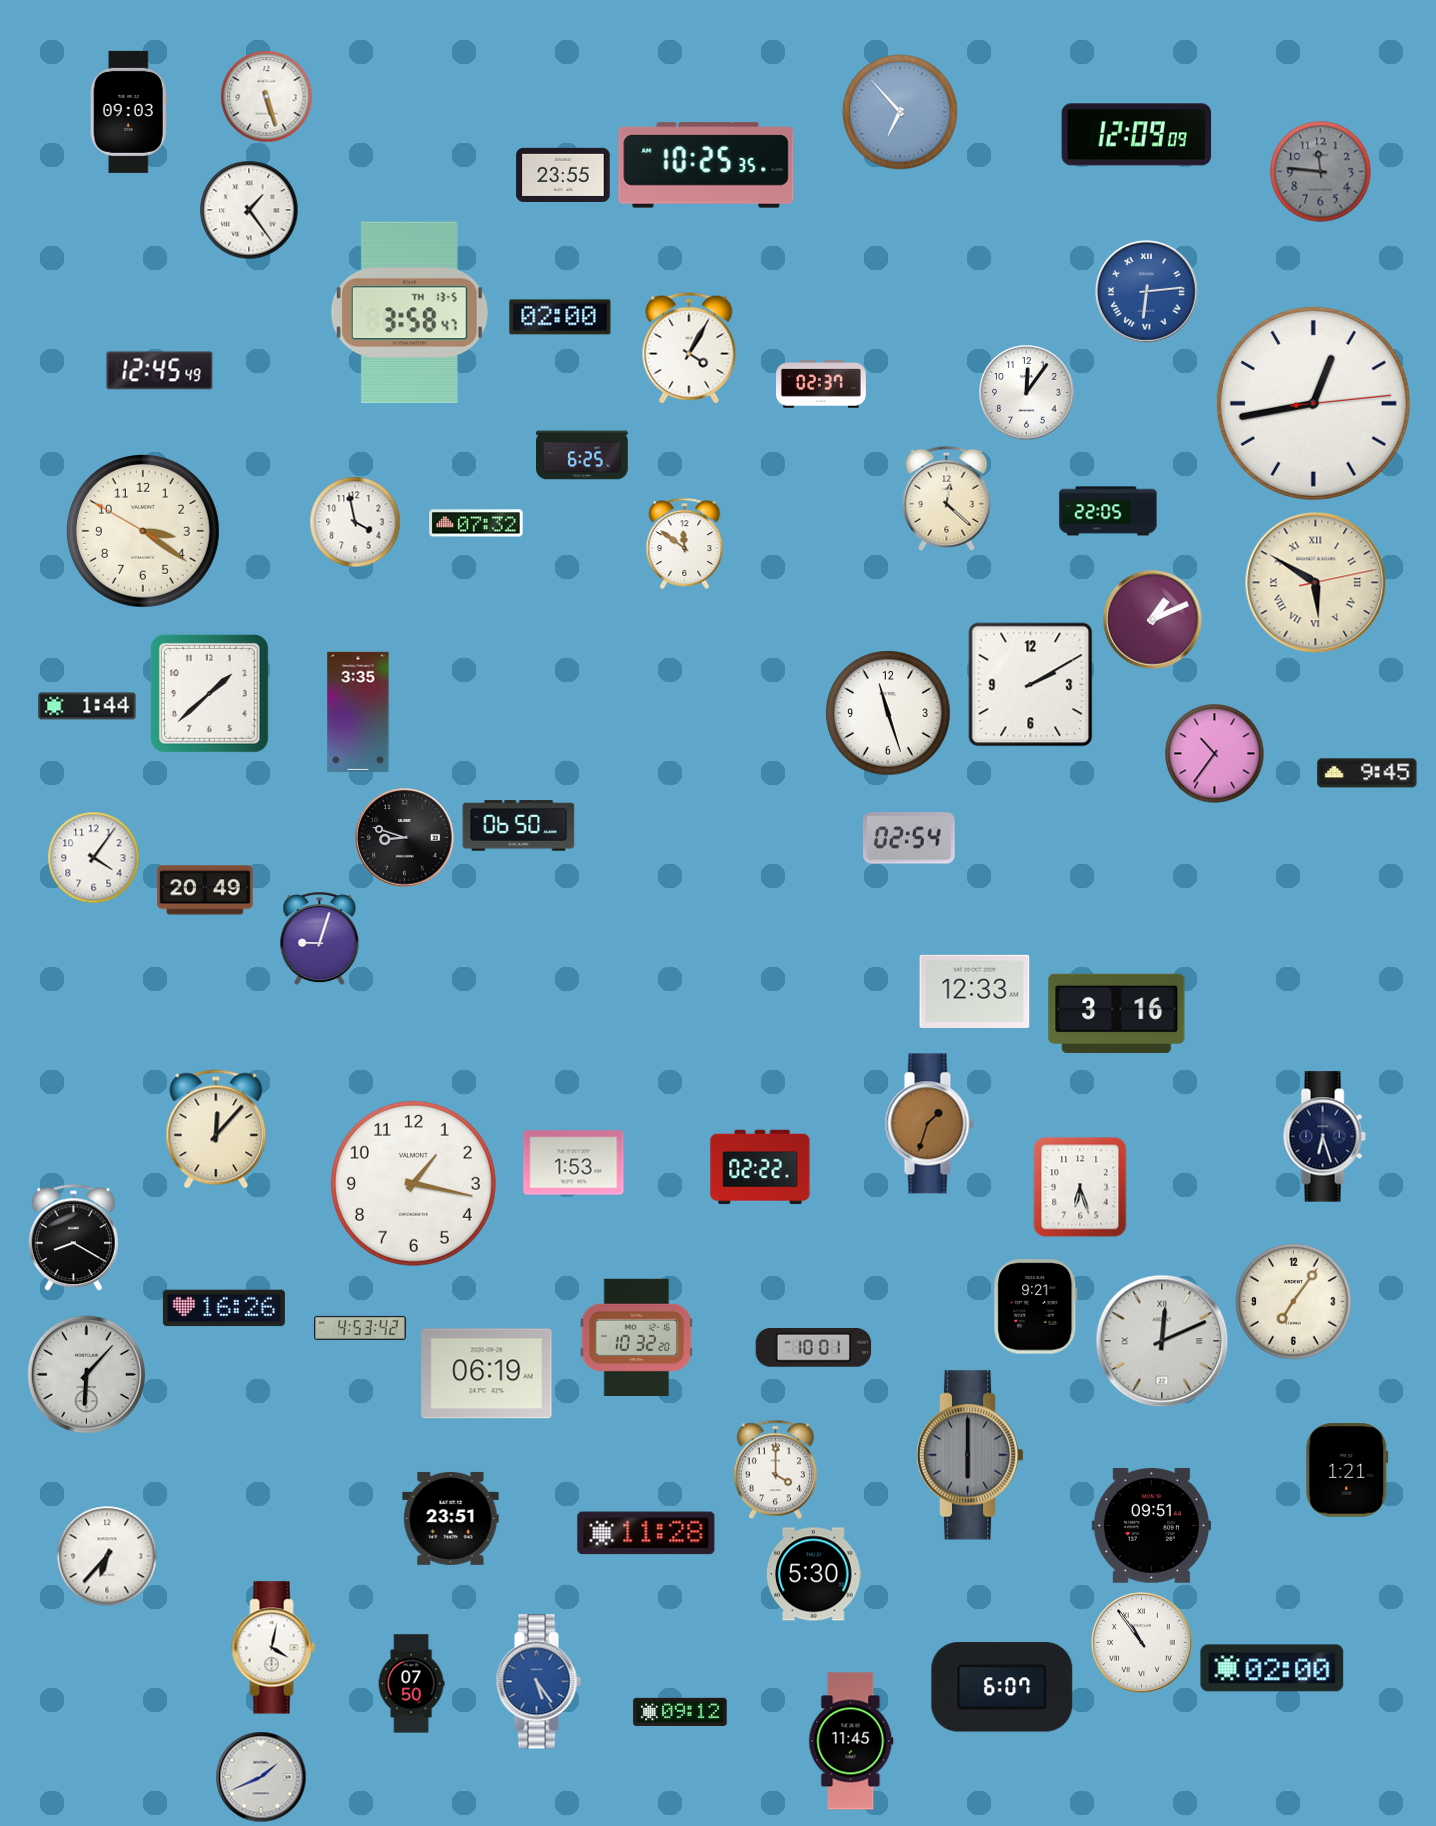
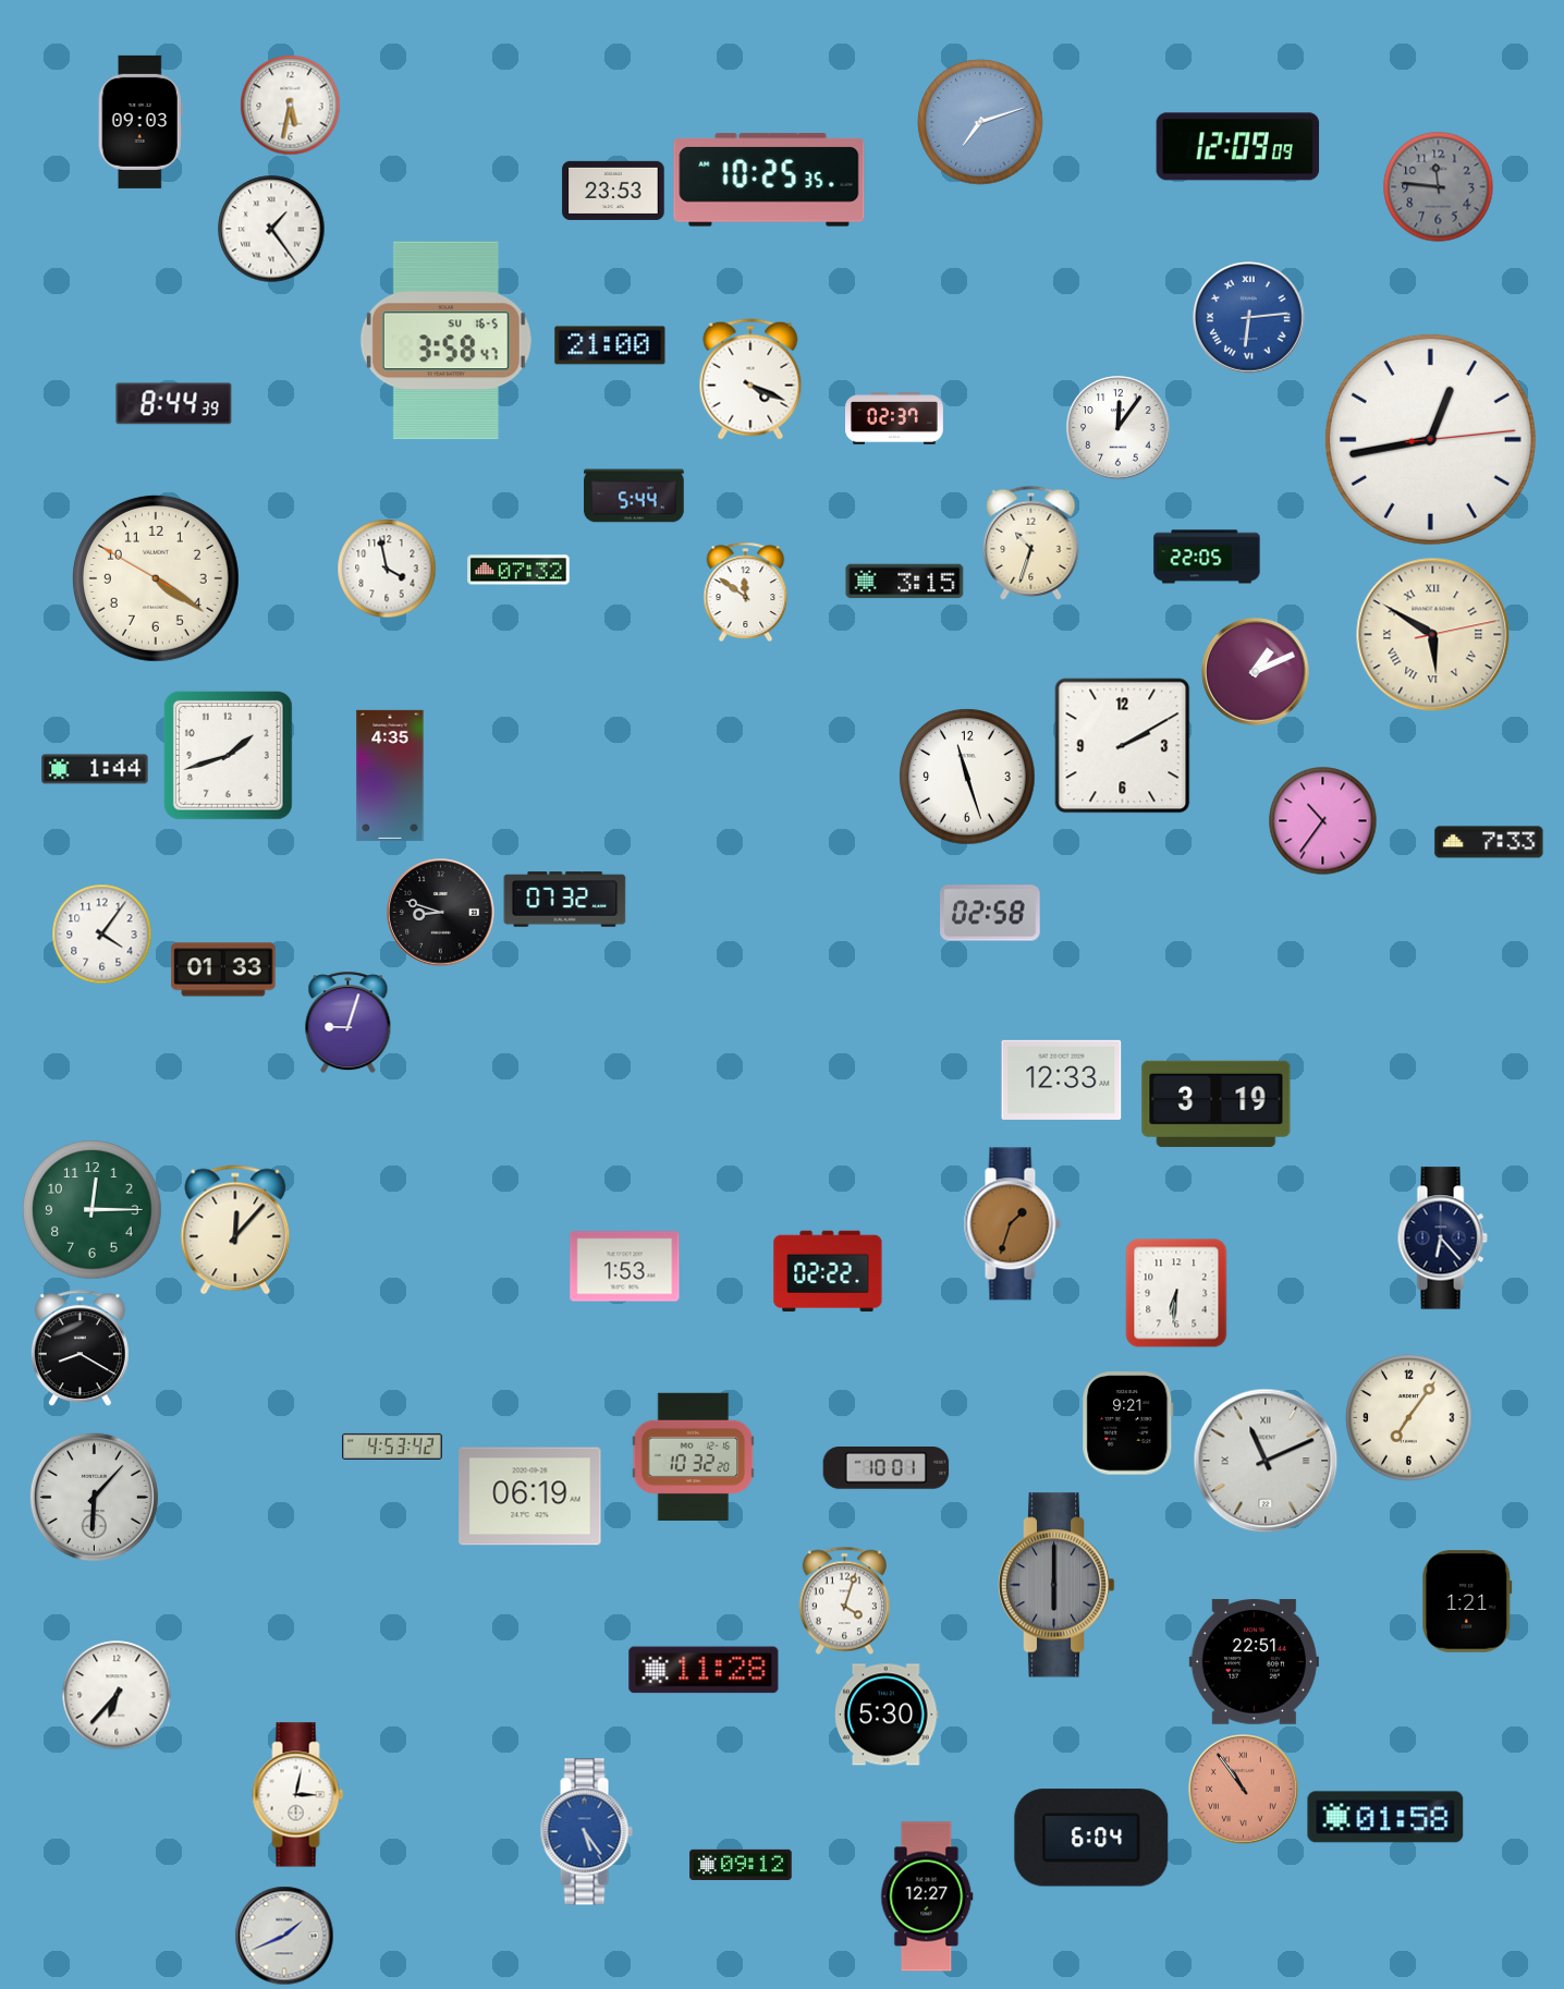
clock at (267, 97): 5:27 -> 5:32
clock at (900, 112): 6:53 -> 7:12
clock at (563, 175): 23:55 -> 23:53
clock at (409, 313) date: TH 13-5 -> SU 16-5
clock at (560, 317): 02:00 -> 21:00
clock at (689, 348): 4:05 -> 4:19
clock at (160, 371): 12:45 -> 8:44
clock at (582, 455): 6:25 -> 5:44
clock at (947, 498): 12:22 -> 10:33
clock at (143, 531): 3:20 -> 4:20
clock at (905, 582): none -> 3:15
clock at (1153, 620) position: (1153, 620) -> (1256, 672)
clock at (209, 693): 1:38 -> 1:42
clock at (358, 712): 3:35 -> 4:35
clock at (1367, 773): 9:45 -> 7:33
clock at (519, 826): 06:50 -> 07:32
clock at (910, 838): 02:54 -> 02:58
clock at (205, 890): 20:49 -> 01:33
clock at (1117, 1013): 3:16 -> 3:19
clock at (93, 1210): none -> 12:15
clock at (1324, 1137): 6:27 -> 6:23
clock at (413, 1183): 1:17 -> none
clock at (1080, 1187): 6:27 -> 6:31
clock at (224, 1308): 16:26 -> none
clock at (1162, 1341): 12:11 -> 11:11
clock at (775, 1470): 4:00 -> 4:03
clock at (451, 1518): 23:51 -> none
clock at (1151, 1526): 09:51 -> 22:51
clock at (1142, 1643) dial: white -> salmon
clock at (274, 1648): 4:02 -> 3:02
clock at (1272, 1668): 02:00 -> 01:58
clock at (411, 1684): 07:50 -> none
clock at (1002, 1687): 6:07 -> 6:04
clock at (851, 1741): 11:45 -> 12:27
